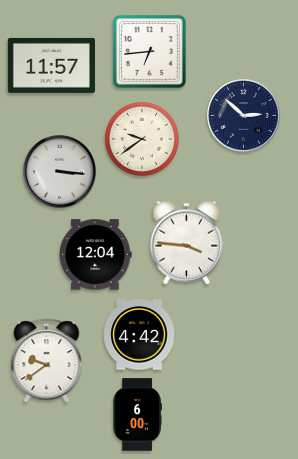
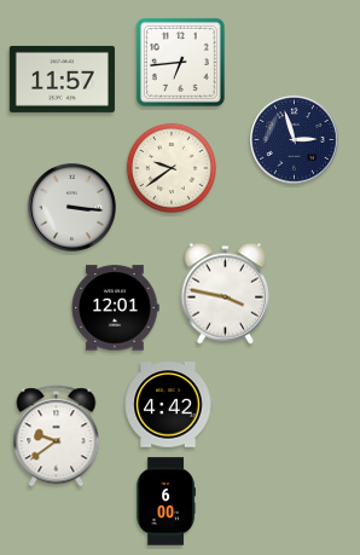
clock at (244, 116): 2:52 -> 2:57
clock at (186, 243): 3:46 -> 3:47
clock at (95, 255): 12:04 -> 12:01
